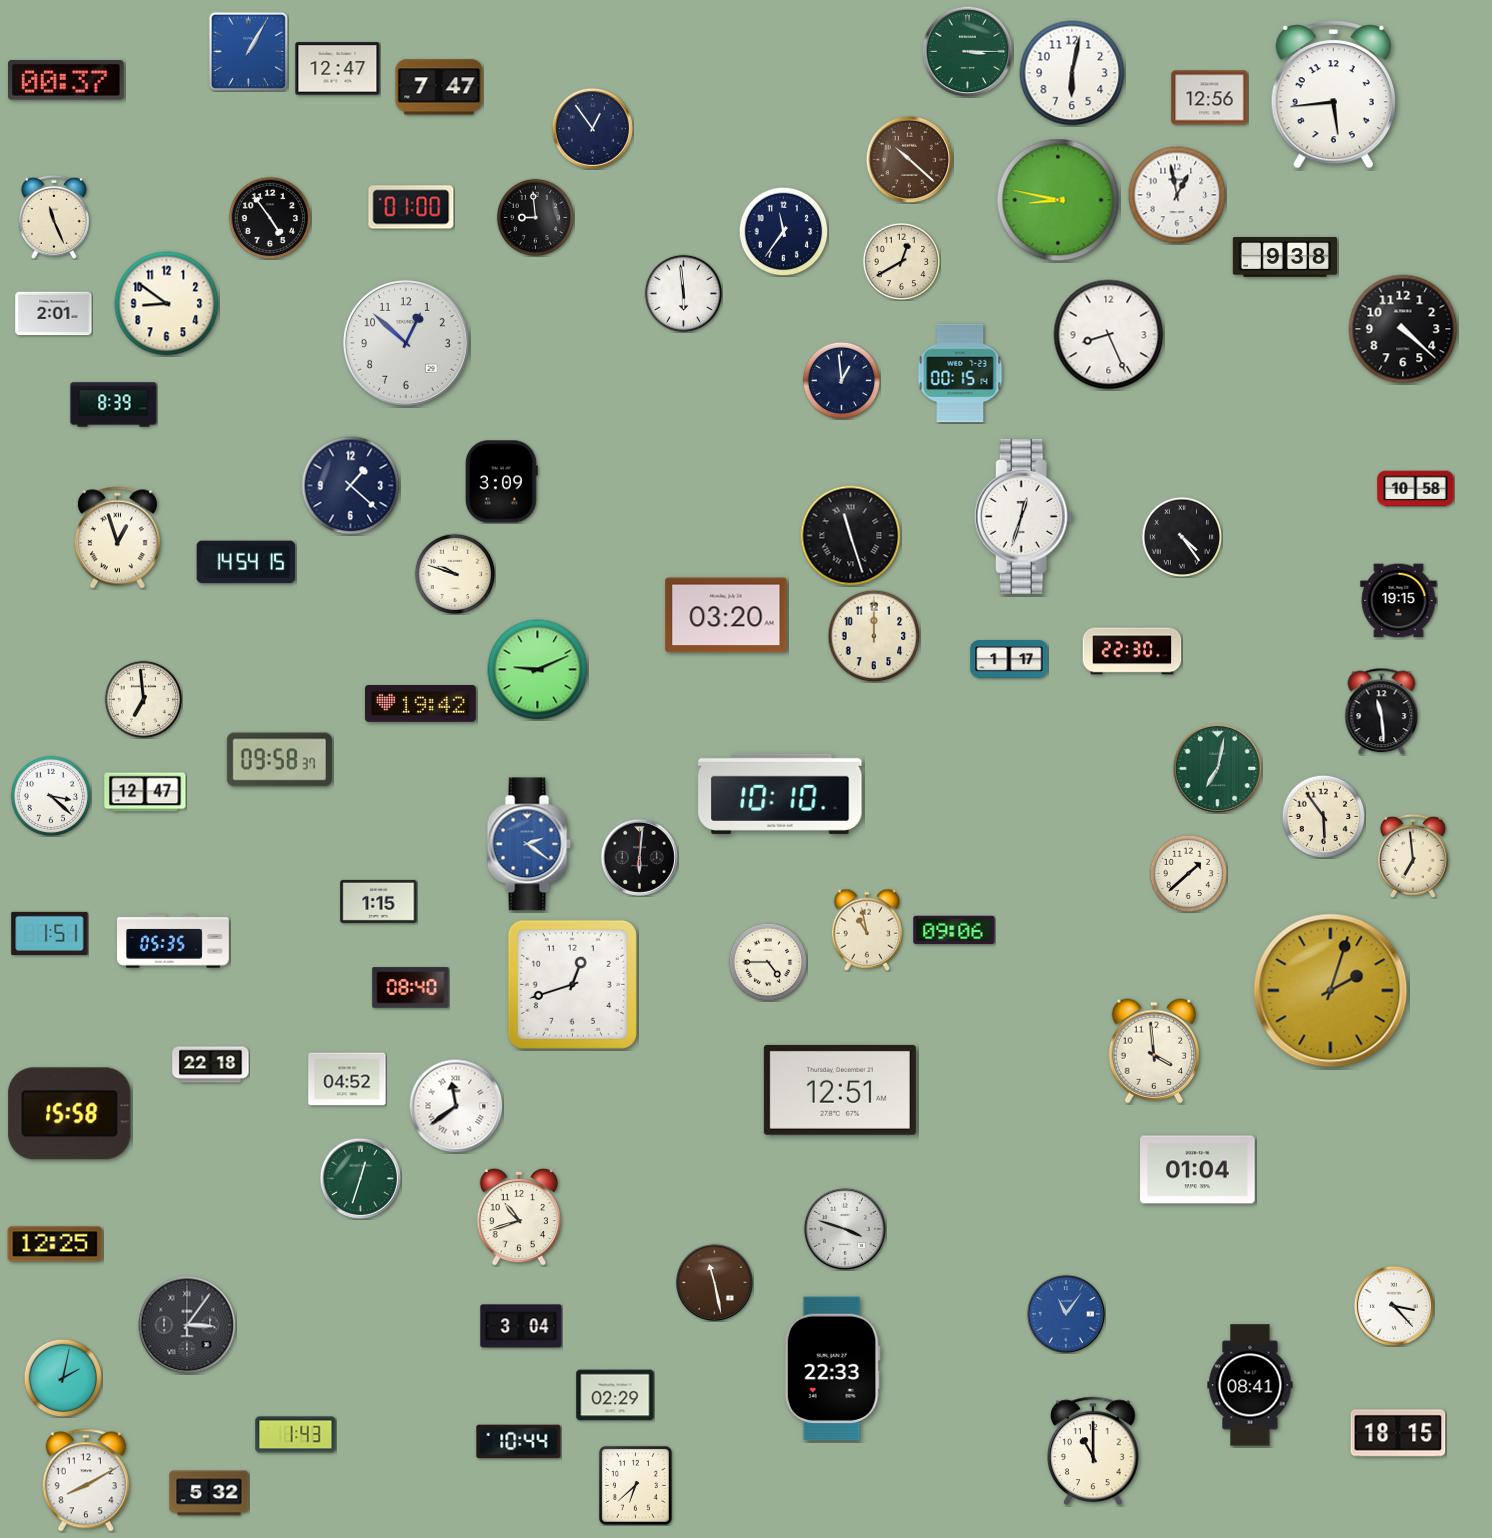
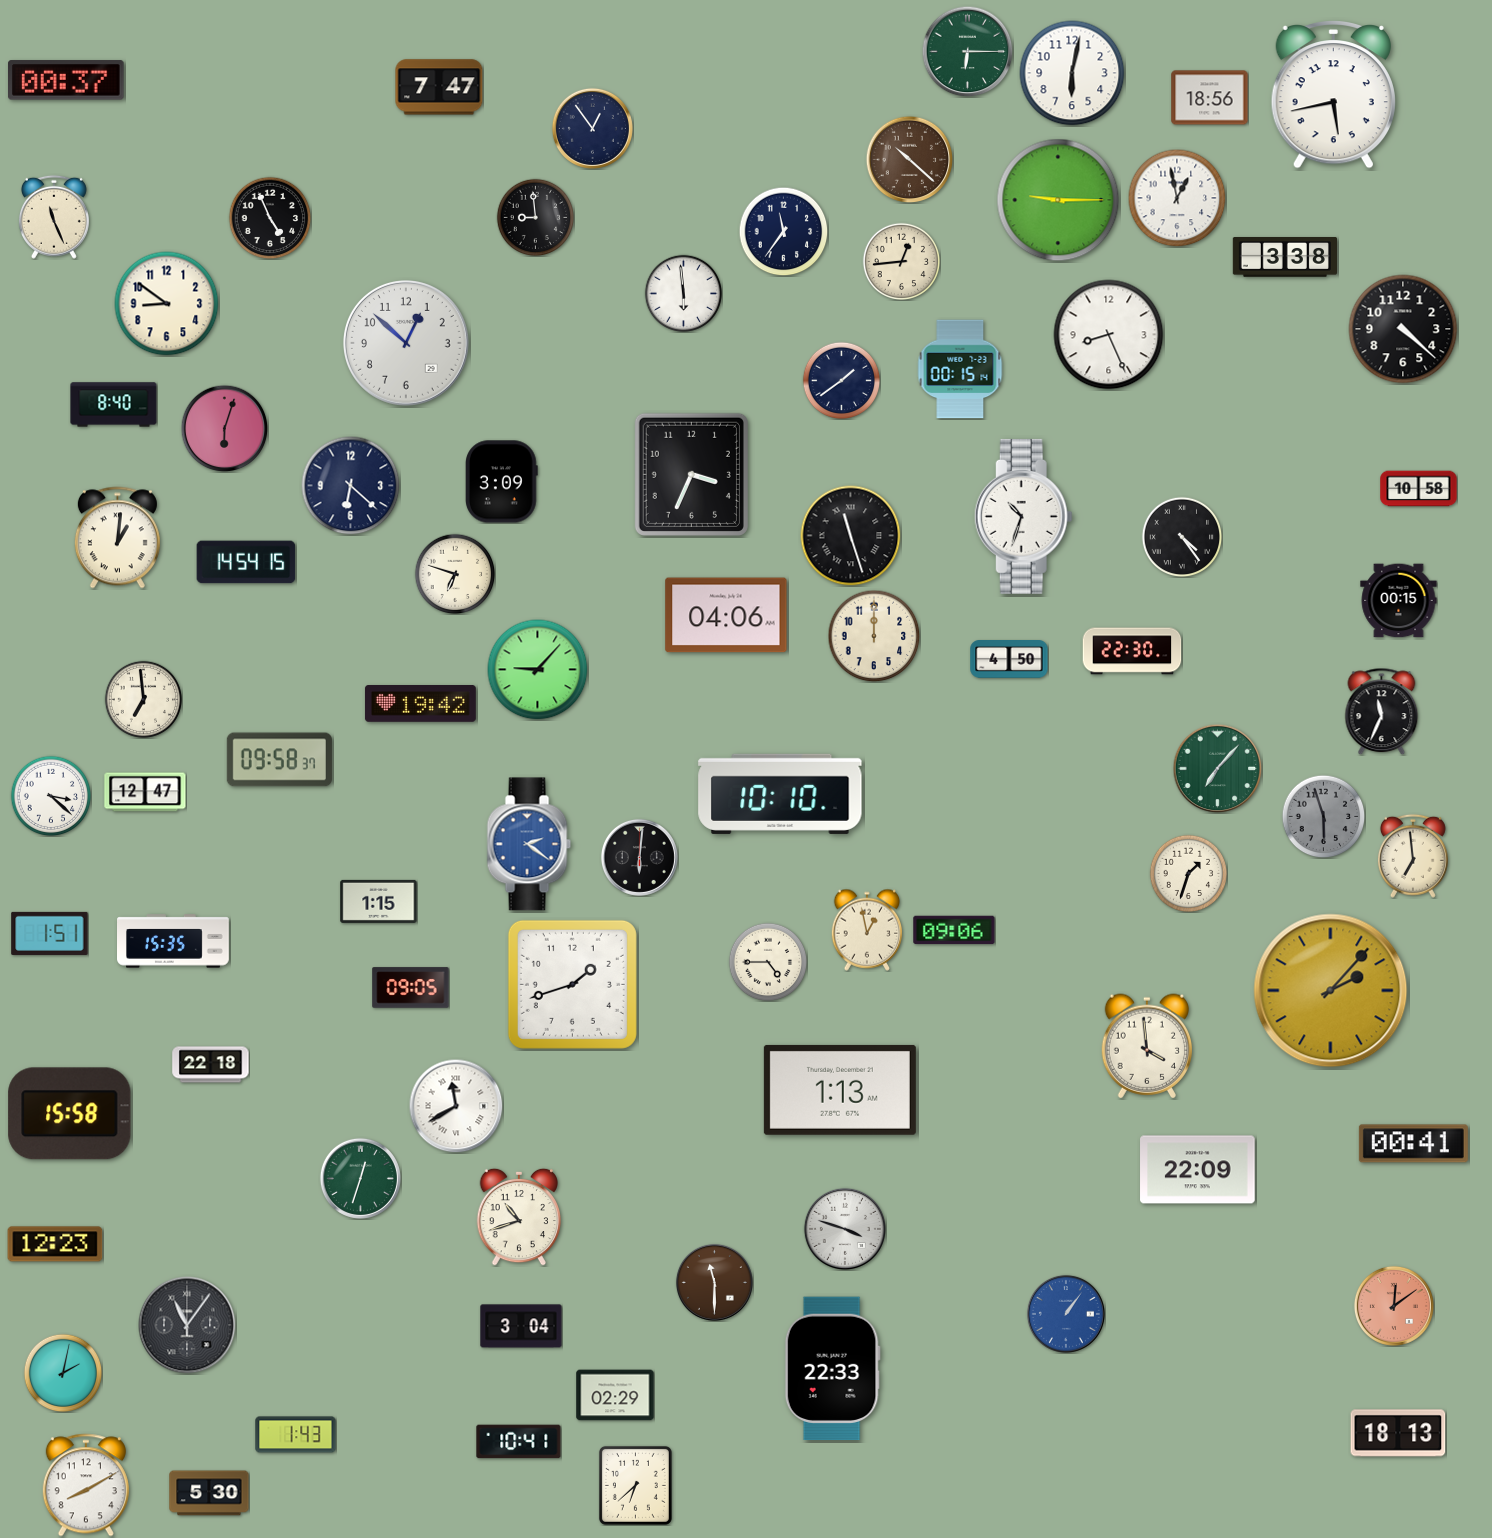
clock at (248, 51): 1:05 -> none
clock at (967, 51): 3:15 -> 6:15
clock at (338, 69): 12:47 -> none
clock at (1333, 94): 5:44 -> 5:43
clock at (1210, 98): 12:56 -> 18:56
clock at (1177, 195) position: (1177, 195) -> (1177, 198)
clock at (1058, 200): 8:47 -> 9:15
clock at (411, 207): 01:00 -> none
clock at (270, 218): 4:54 -> 4:56
clock at (1284, 257): 9:38 -> 3:38
clock at (901, 261): 12:40 -> 12:44
clock at (54, 314): 2:01 -> none
clock at (960, 373) position: (960, 373) -> (960, 369)
clock at (841, 380): 12:59 -> 1:39
clock at (114, 405): 8:39 -> 8:40
clock at (224, 428): none -> 6:03
clock at (691, 474): none -> 3:34
clock at (351, 486): 1:22 -> 6:22
clock at (1416, 489) position: (1416, 489) -> (1419, 489)
clock at (1023, 516): 12:33 -> 10:33
clock at (117, 538): 12:57 -> 1:01
clock at (455, 574): 9:48 -> 6:48
clock at (1399, 601): 19:15 -> 00:15
clock at (726, 615): 03:20 -> 04:06
clock at (1009, 660): 1:17 -> 4:50
clock at (538, 670): 9:11 -> 9:07
clock at (1382, 711): 11:29 -> 11:34
clock at (1217, 768): 7:02 -> 7:07
clock at (1323, 816): 5:54 -> 5:57
clock at (1323, 816) dial: cream -> grey
clock at (1188, 873): 1:38 -> 1:33
clock at (867, 930): 10:58 -> 12:58
clock at (174, 941): 05:35 -> 15:35
clock at (572, 984): 12:42 -> 1:42
clock at (411, 988): 08:40 -> 09:05
clock at (1331, 991): 2:03 -> 2:07
clock at (1153, 1051) position: (1153, 1051) -> (1146, 1046)
clock at (347, 1079): 04:52 -> none
clock at (840, 1090): 12:51 -> 1:13
clock at (456, 1106): 11:39 -> 11:40
clock at (1413, 1144): none -> 00:41
clock at (1198, 1170): 01:04 -> 22:09
clock at (55, 1244): 12:25 -> 12:23
clock at (714, 1282): 11:28 -> 11:30
clock at (1394, 1306): 3:23 -> 12:09
clock at (1394, 1306) dial: white -> salmon
clock at (1066, 1314): 11:06 -> 1:06
clock at (187, 1325): 3:06 -> 11:06
clock at (63, 1378) position: (63, 1378) -> (63, 1373)
clock at (1250, 1385): 08:41 -> none
clock at (1398, 1433): 18:15 -> 18:13
clock at (519, 1442): 10:44 -> 10:41
clock at (1093, 1450): 11:00 -> none
clock at (86, 1480) position: (86, 1480) -> (86, 1485)
clock at (209, 1493): 5:32 -> 5:30
